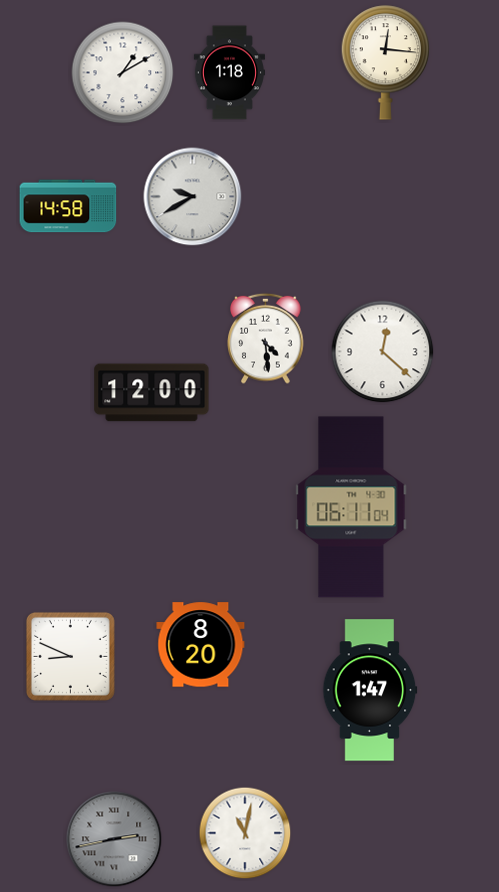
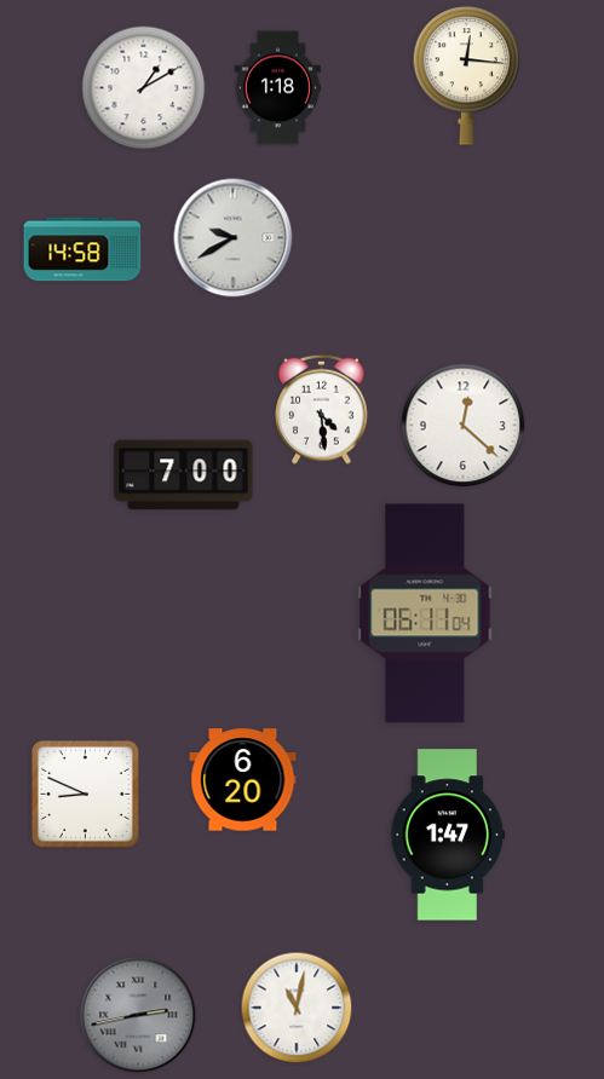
clock at (123, 73) position: (123, 73) -> (144, 88)
clock at (152, 393): 12:00 -> 7:00
clock at (201, 645): 8:20 -> 6:20
